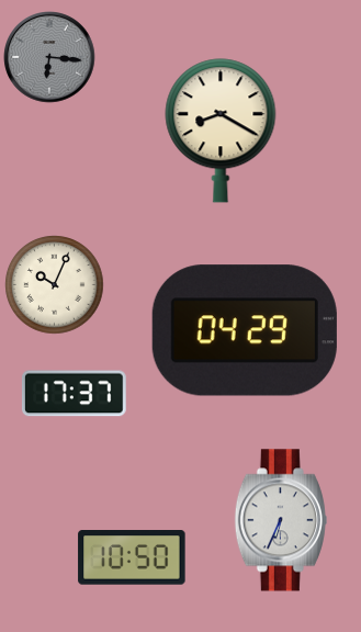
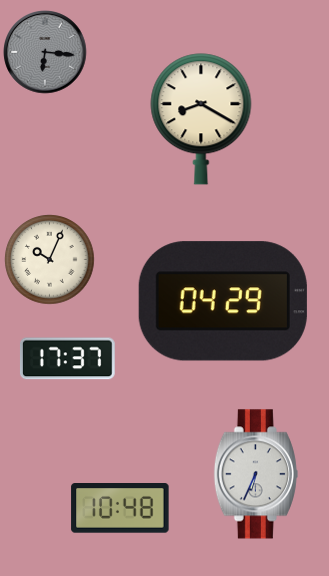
clock at (132, 557): 10:50 -> 10:48
